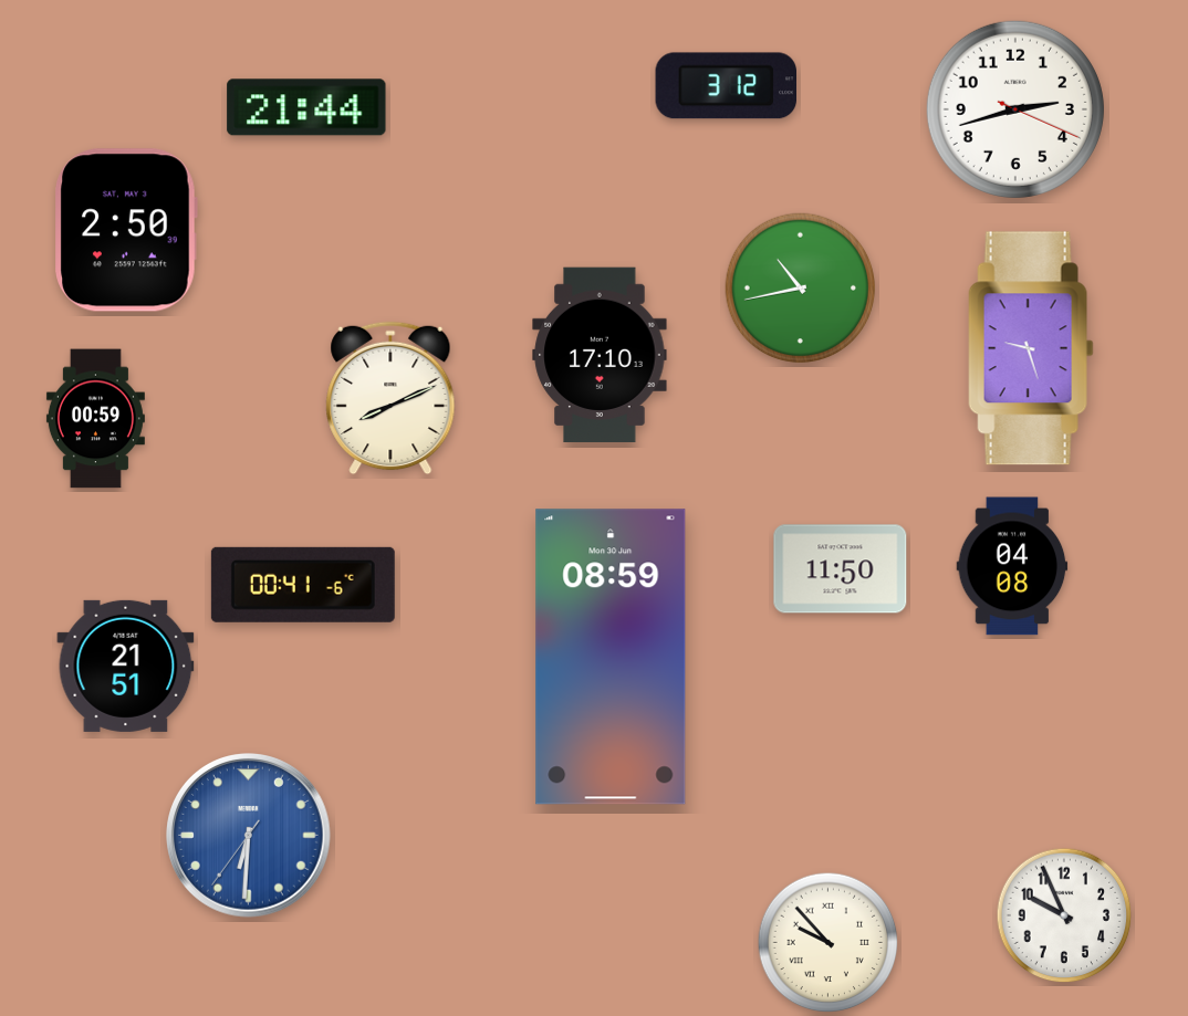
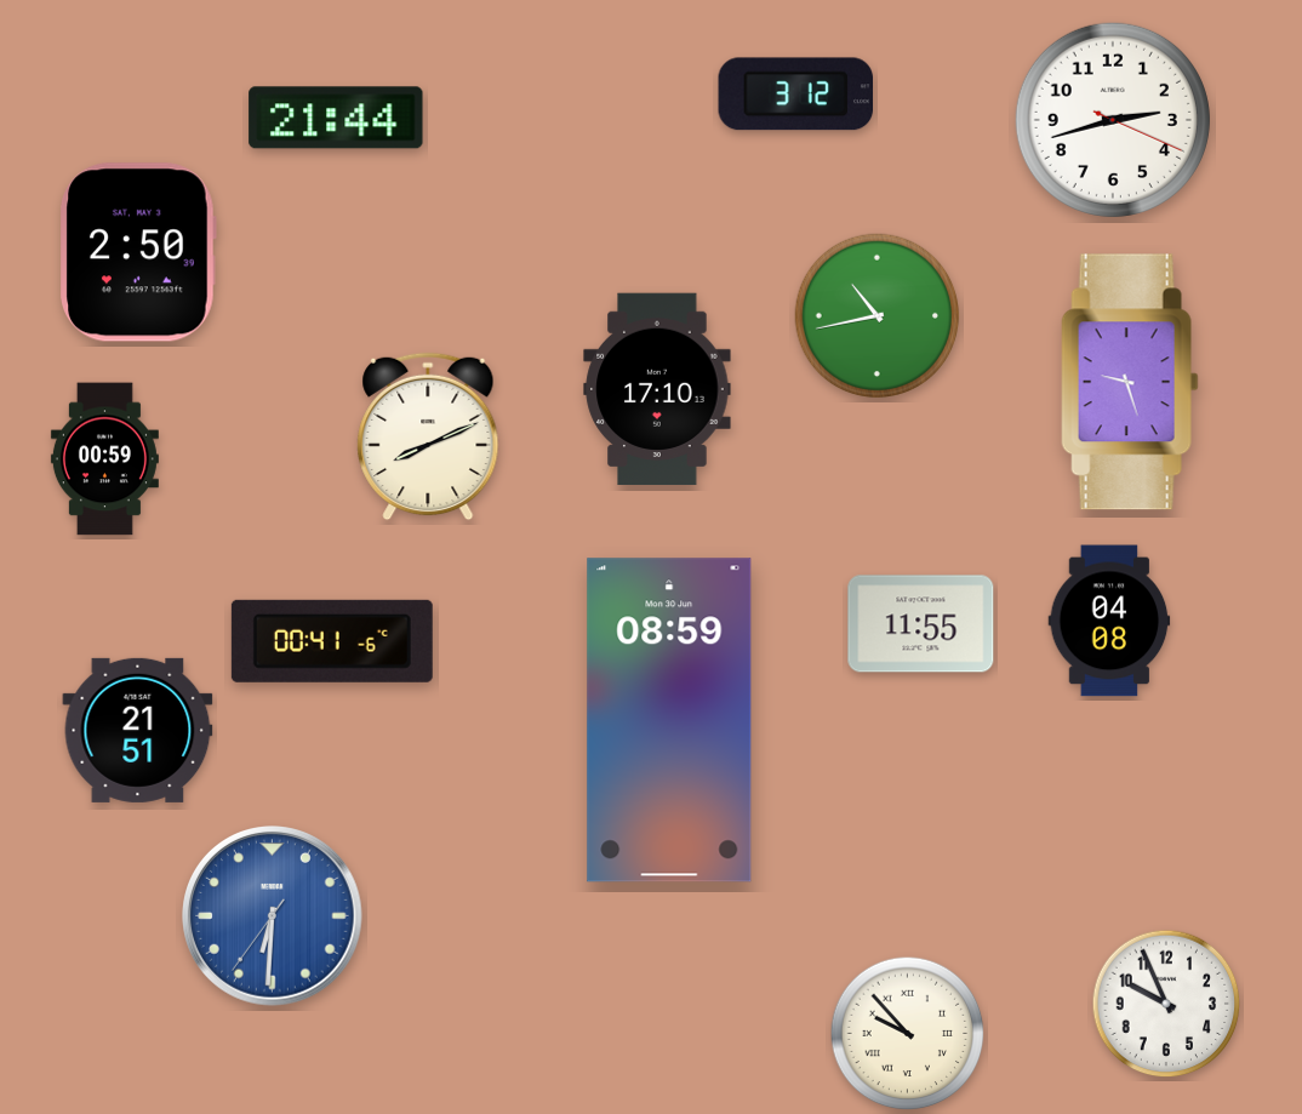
clock at (841, 569): 11:50 -> 11:55
